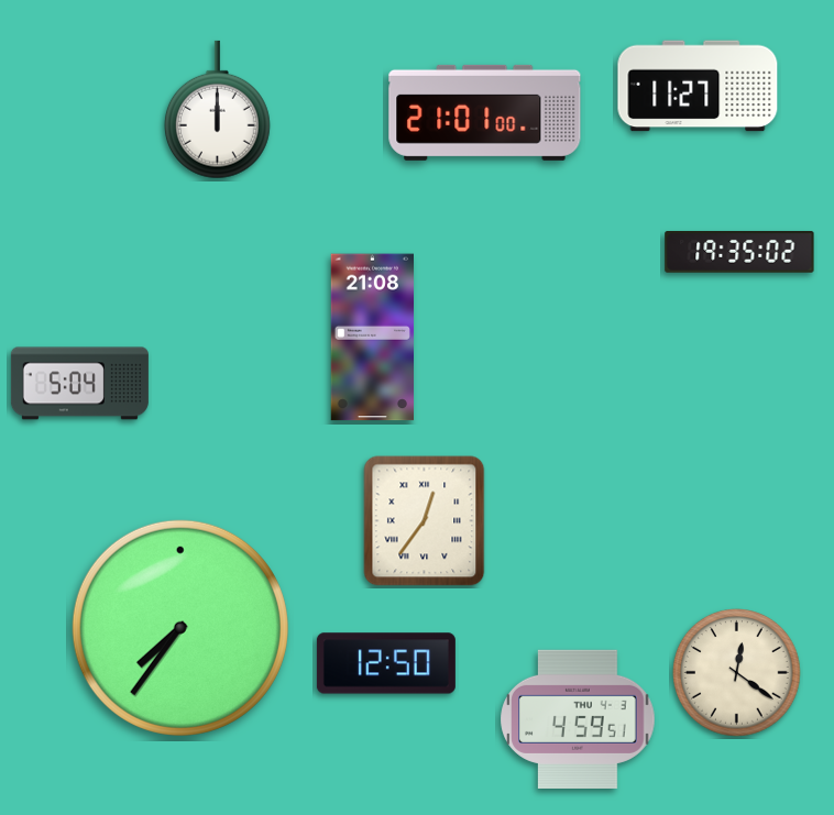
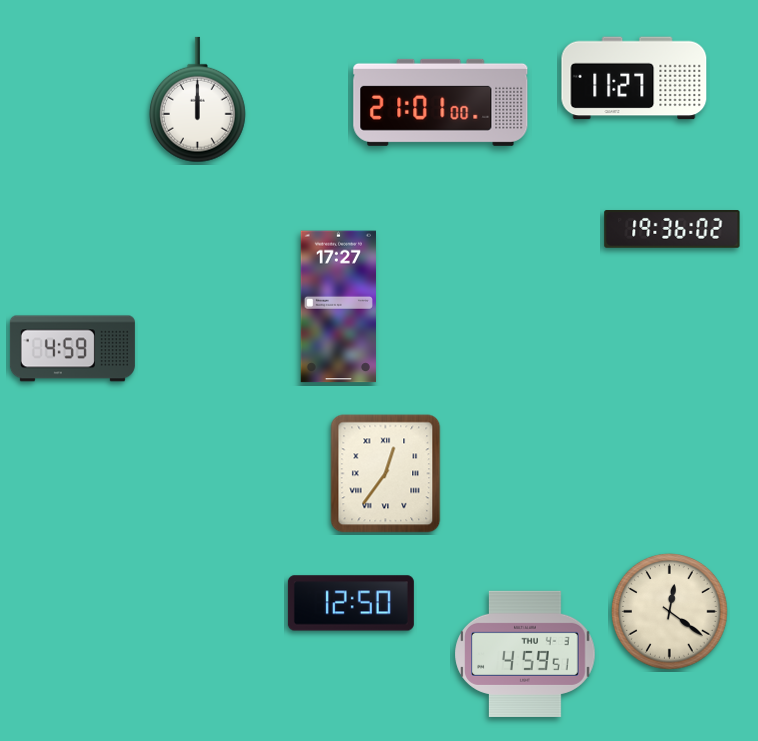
clock at (739, 253): 19:35 -> 19:36
clock at (372, 338): 21:08 -> 17:27
clock at (79, 384): 5:04 -> 4:59
clock at (180, 628): 7:36 -> none
